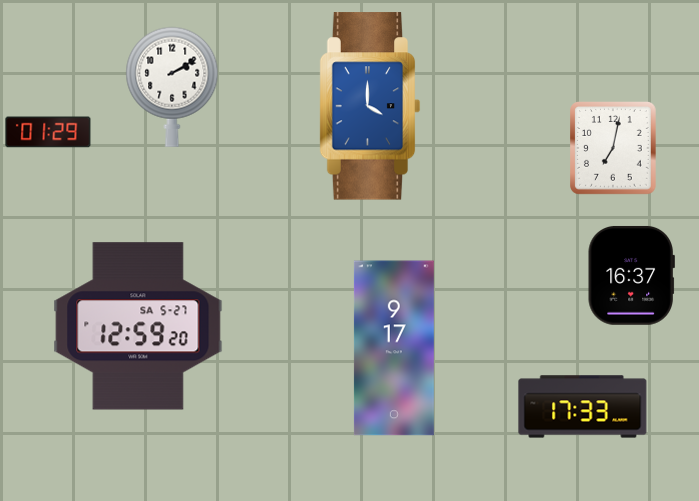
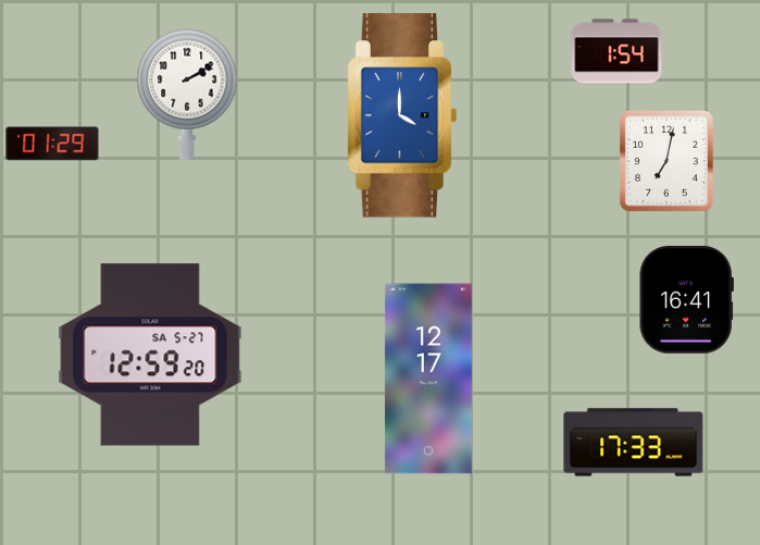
clock at (616, 51): none -> 1:54
clock at (631, 275): 16:37 -> 16:41
clock at (394, 348): 9:17 -> 12:17
